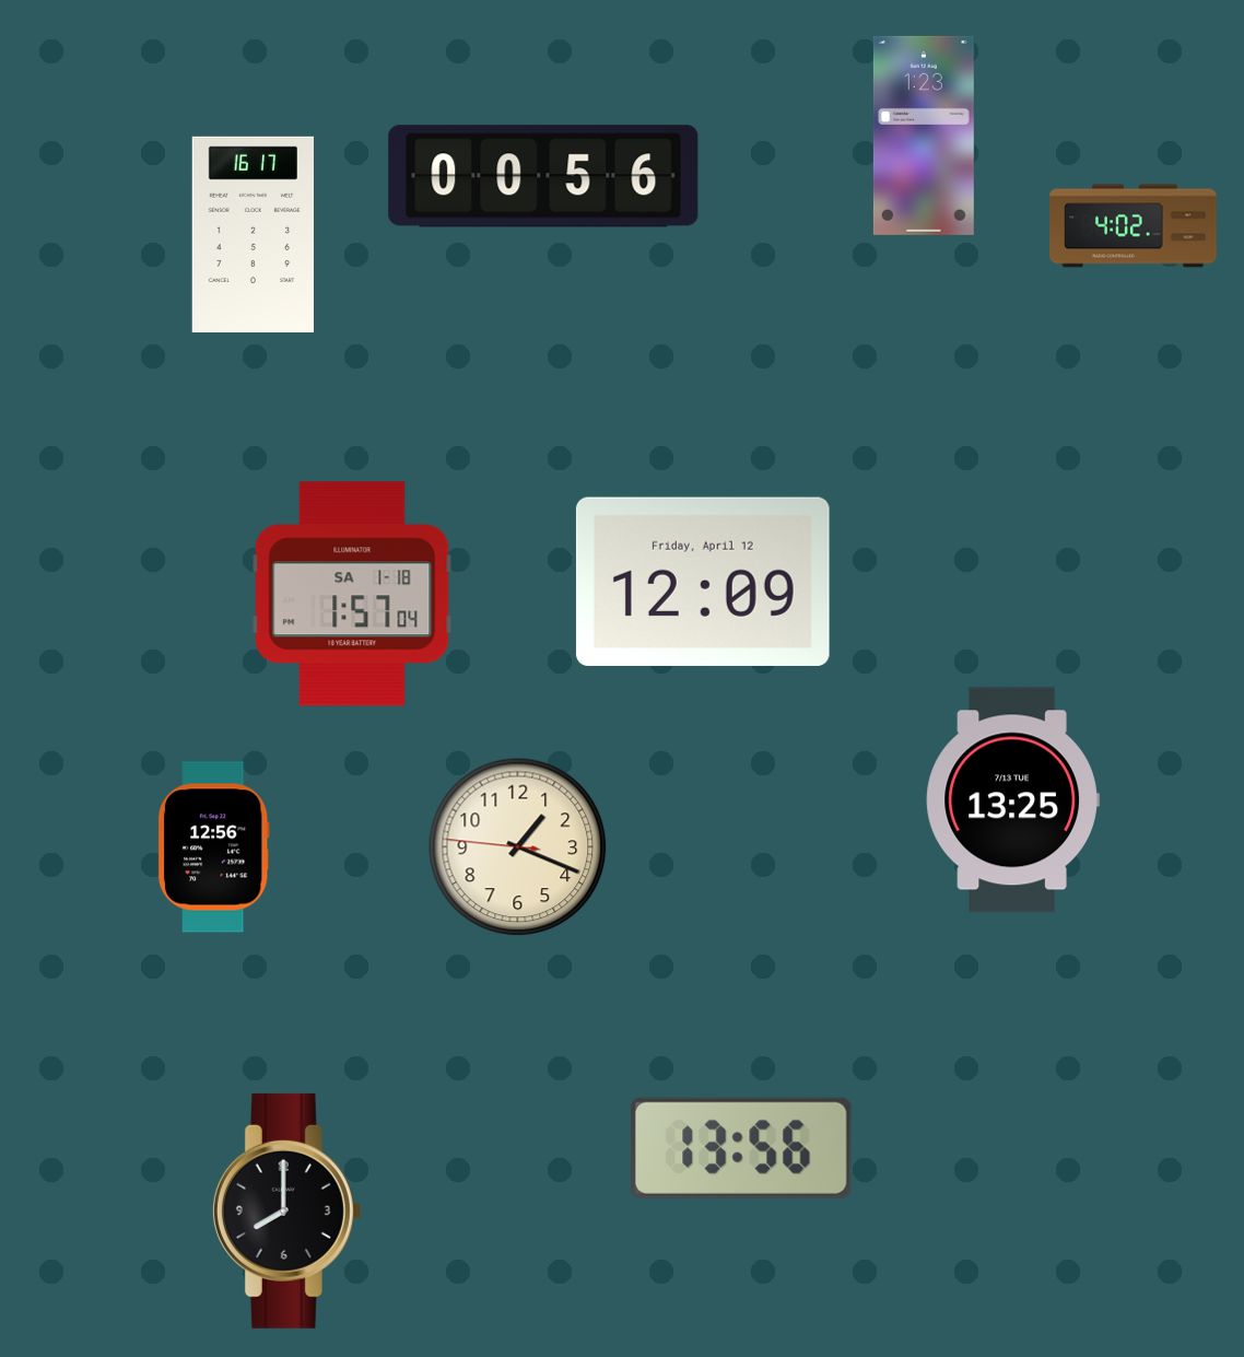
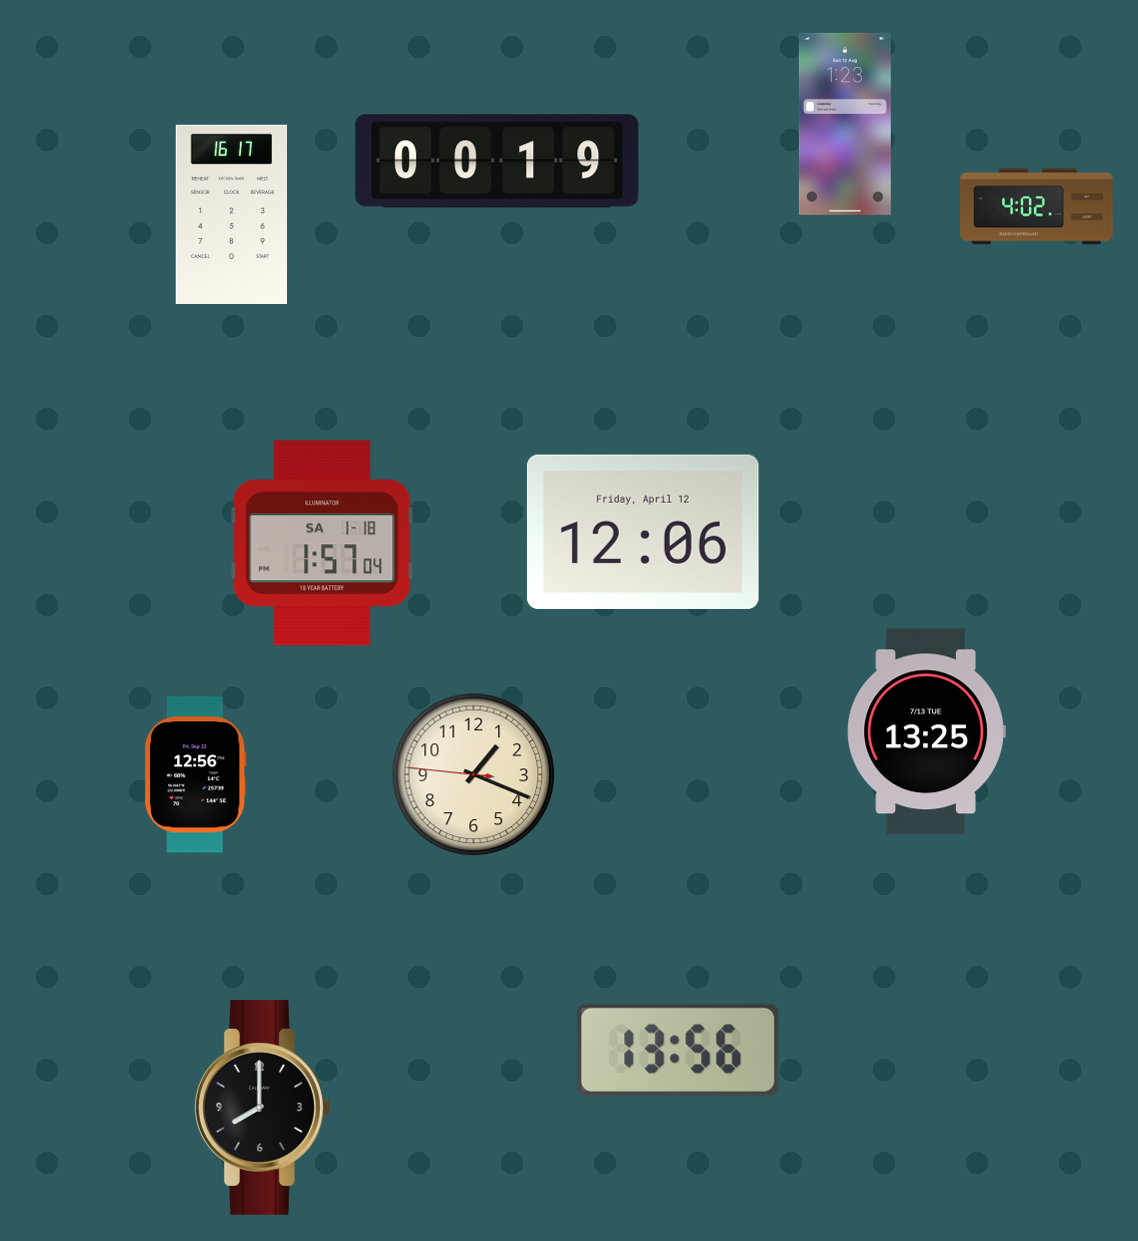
clock at (543, 176): 00:56 -> 00:19
clock at (703, 582): 12:09 -> 12:06
